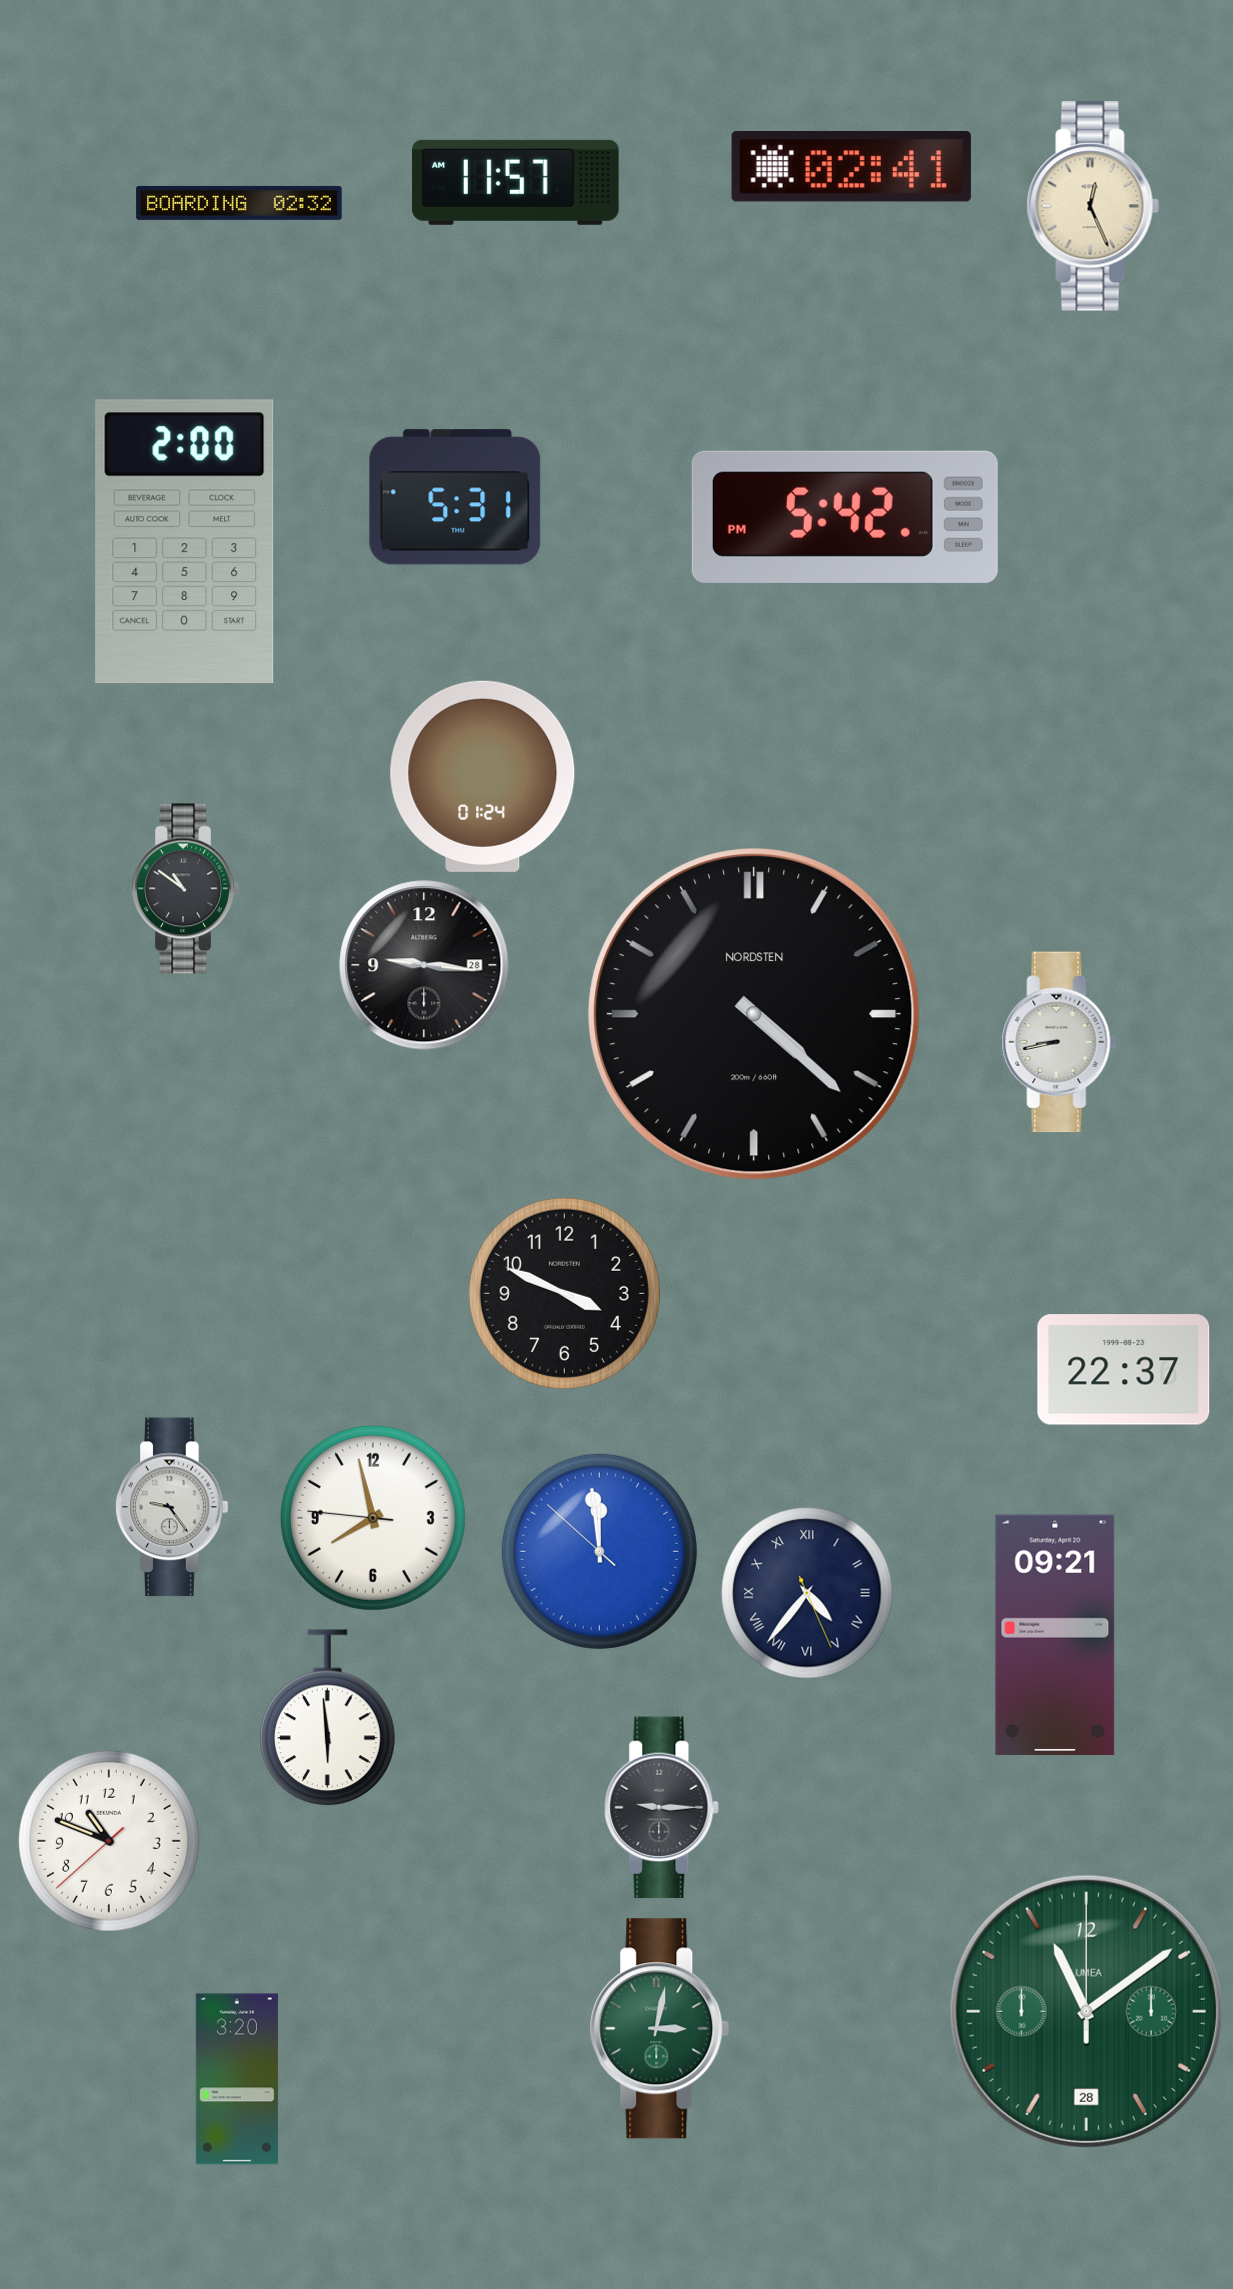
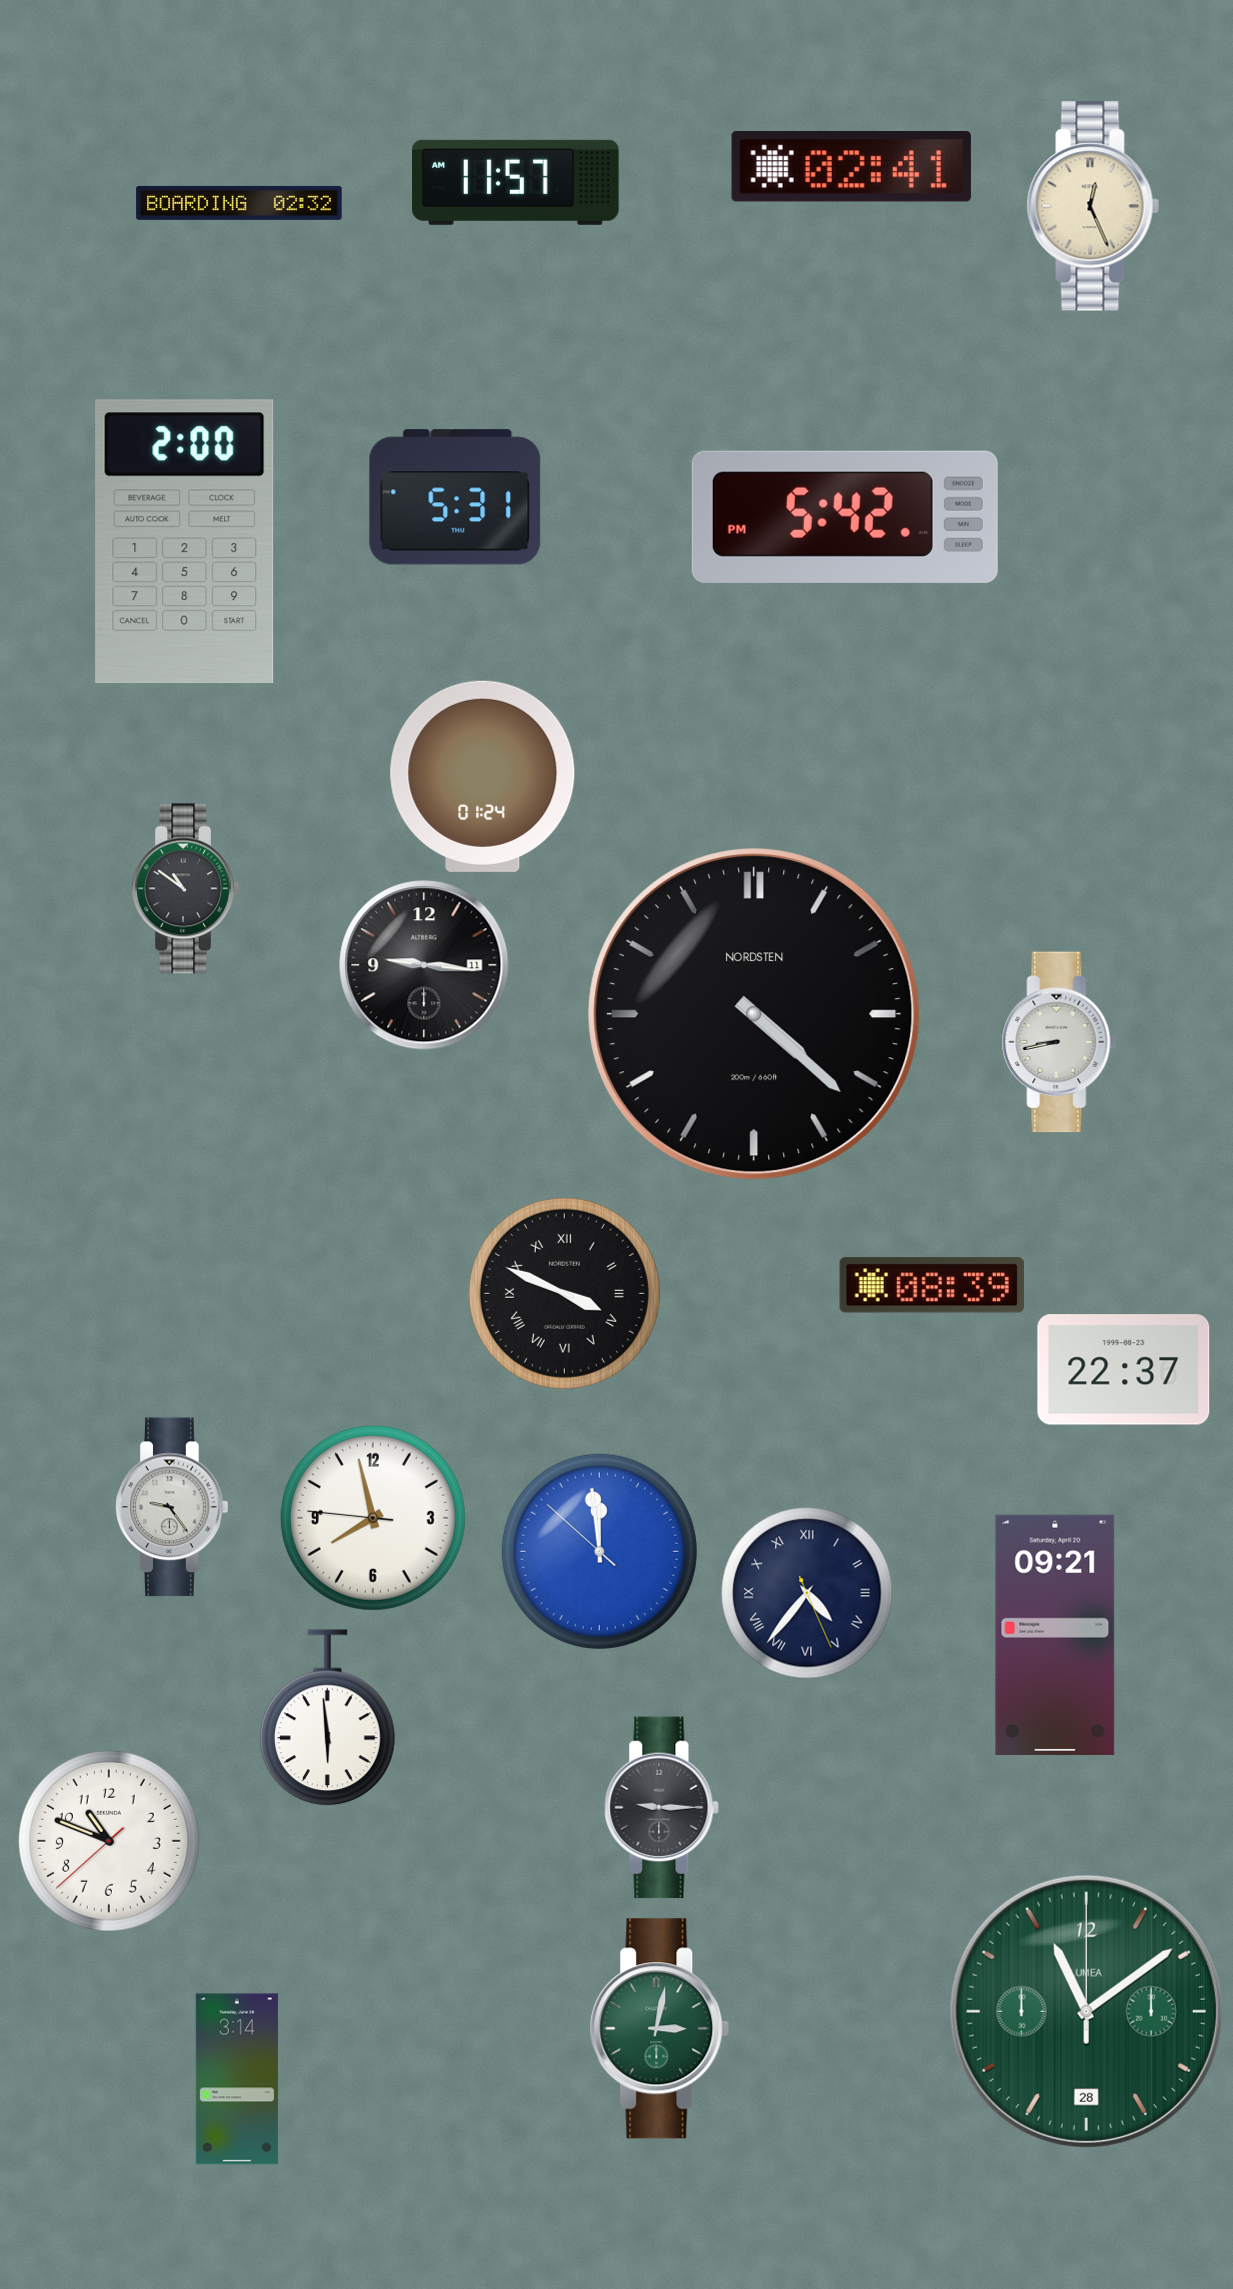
clock at (424, 965) date: 28 -> 11
clock at (932, 1285): none -> 08:39
clock at (564, 1293) numerals: Arabic -> Roman
clock at (237, 2079): 3:20 -> 3:14
